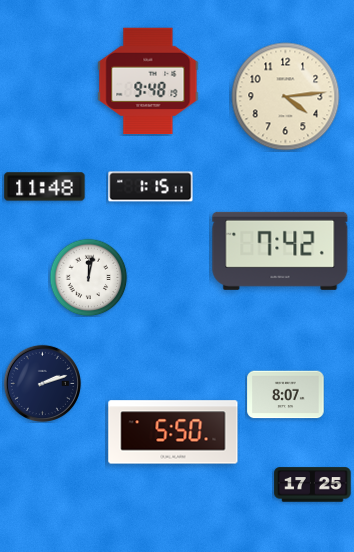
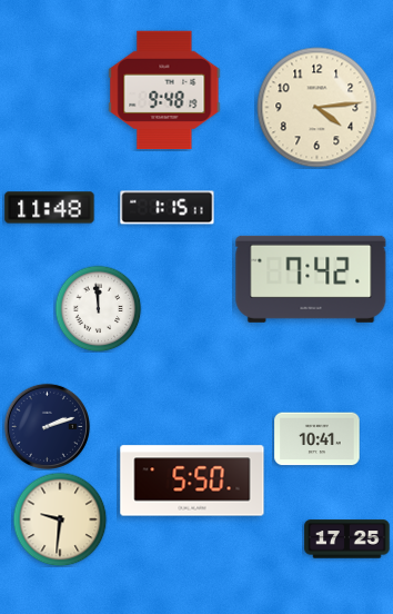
clock at (88, 277): 12:02 -> 11:59
clock at (286, 395): 8:07 -> 10:41
clock at (60, 519): none -> 9:31
